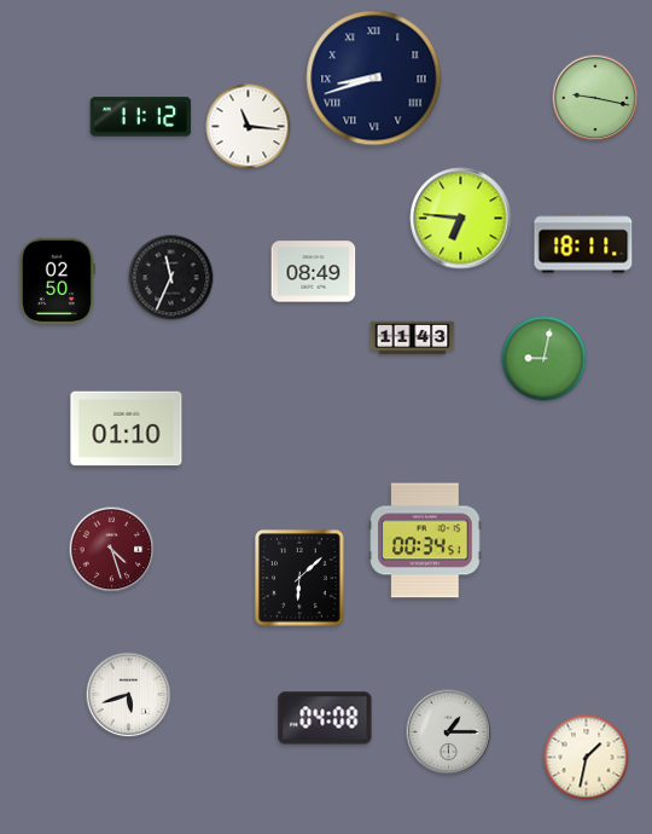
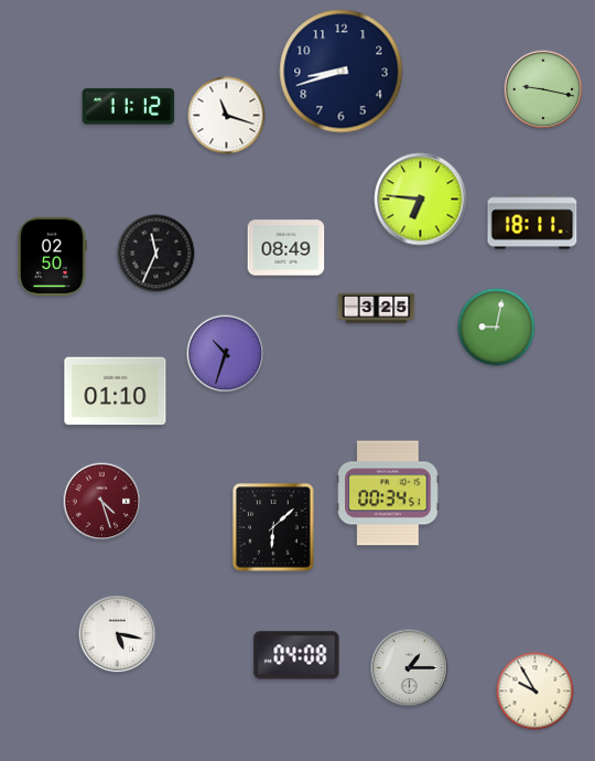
clock at (374, 79) numerals: Roman -> Arabic
clock at (249, 127): 11:16 -> 11:18
clock at (413, 338): 11:43 -> 3:25
clock at (226, 354): none -> 10:33
clock at (129, 695): 5:42 -> 5:17
clock at (587, 758): 1:32 -> 9:55
